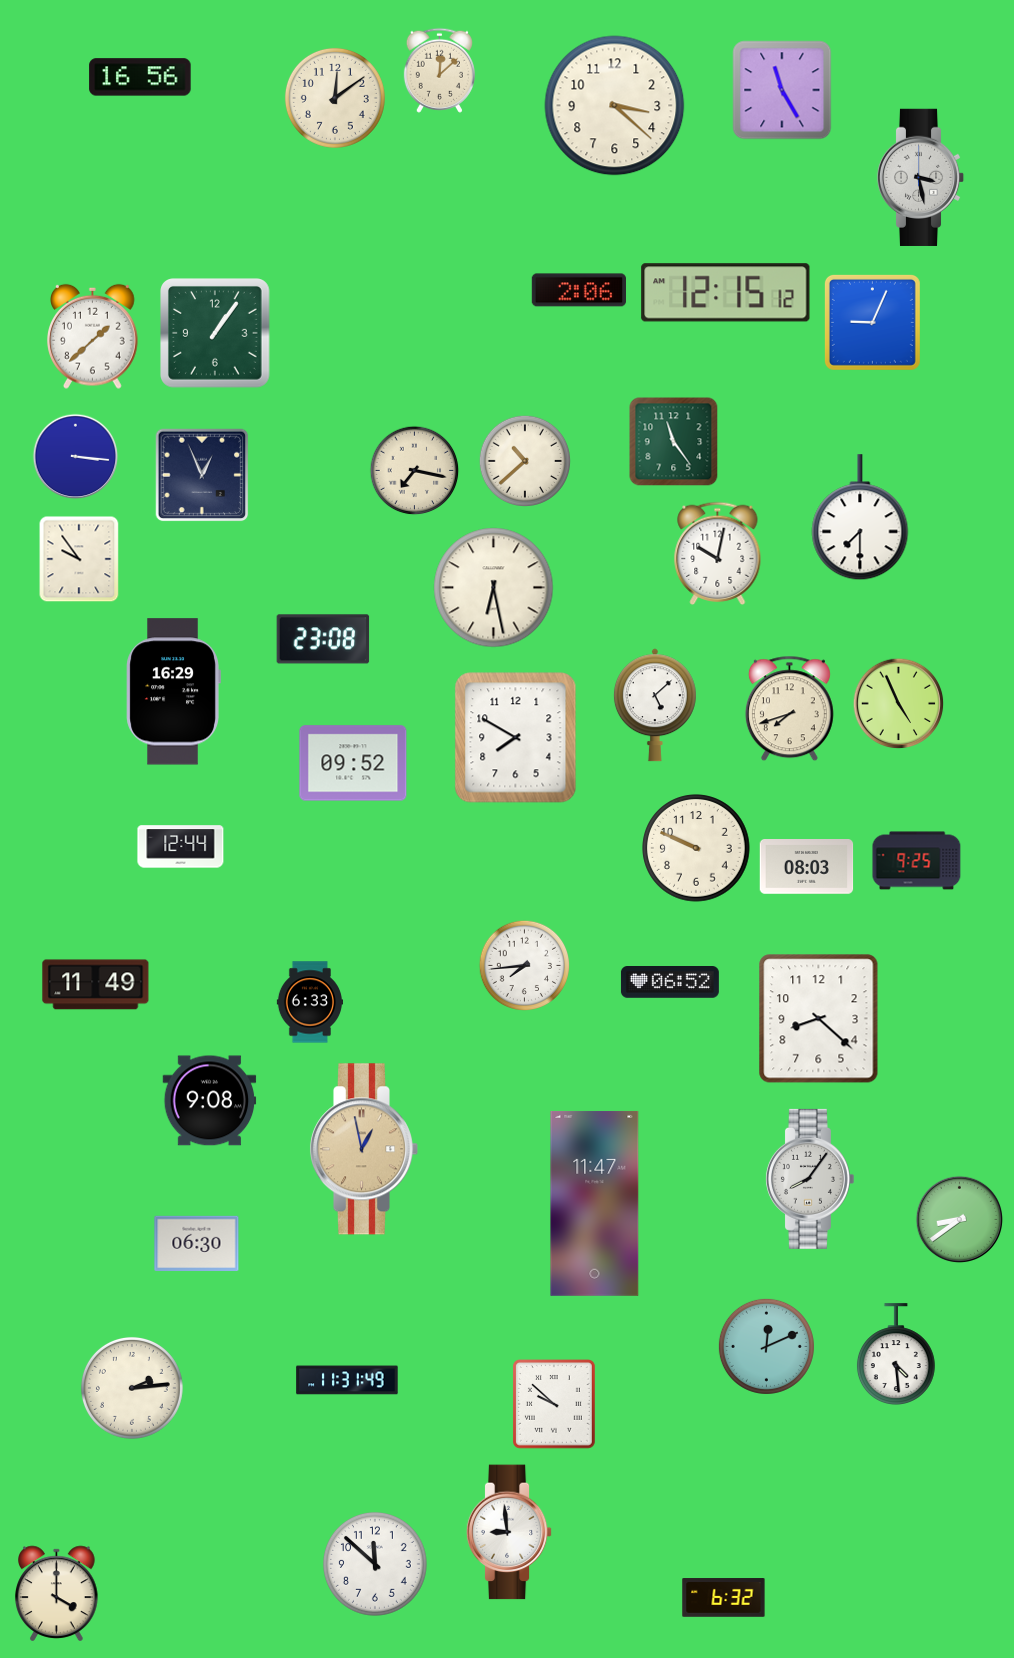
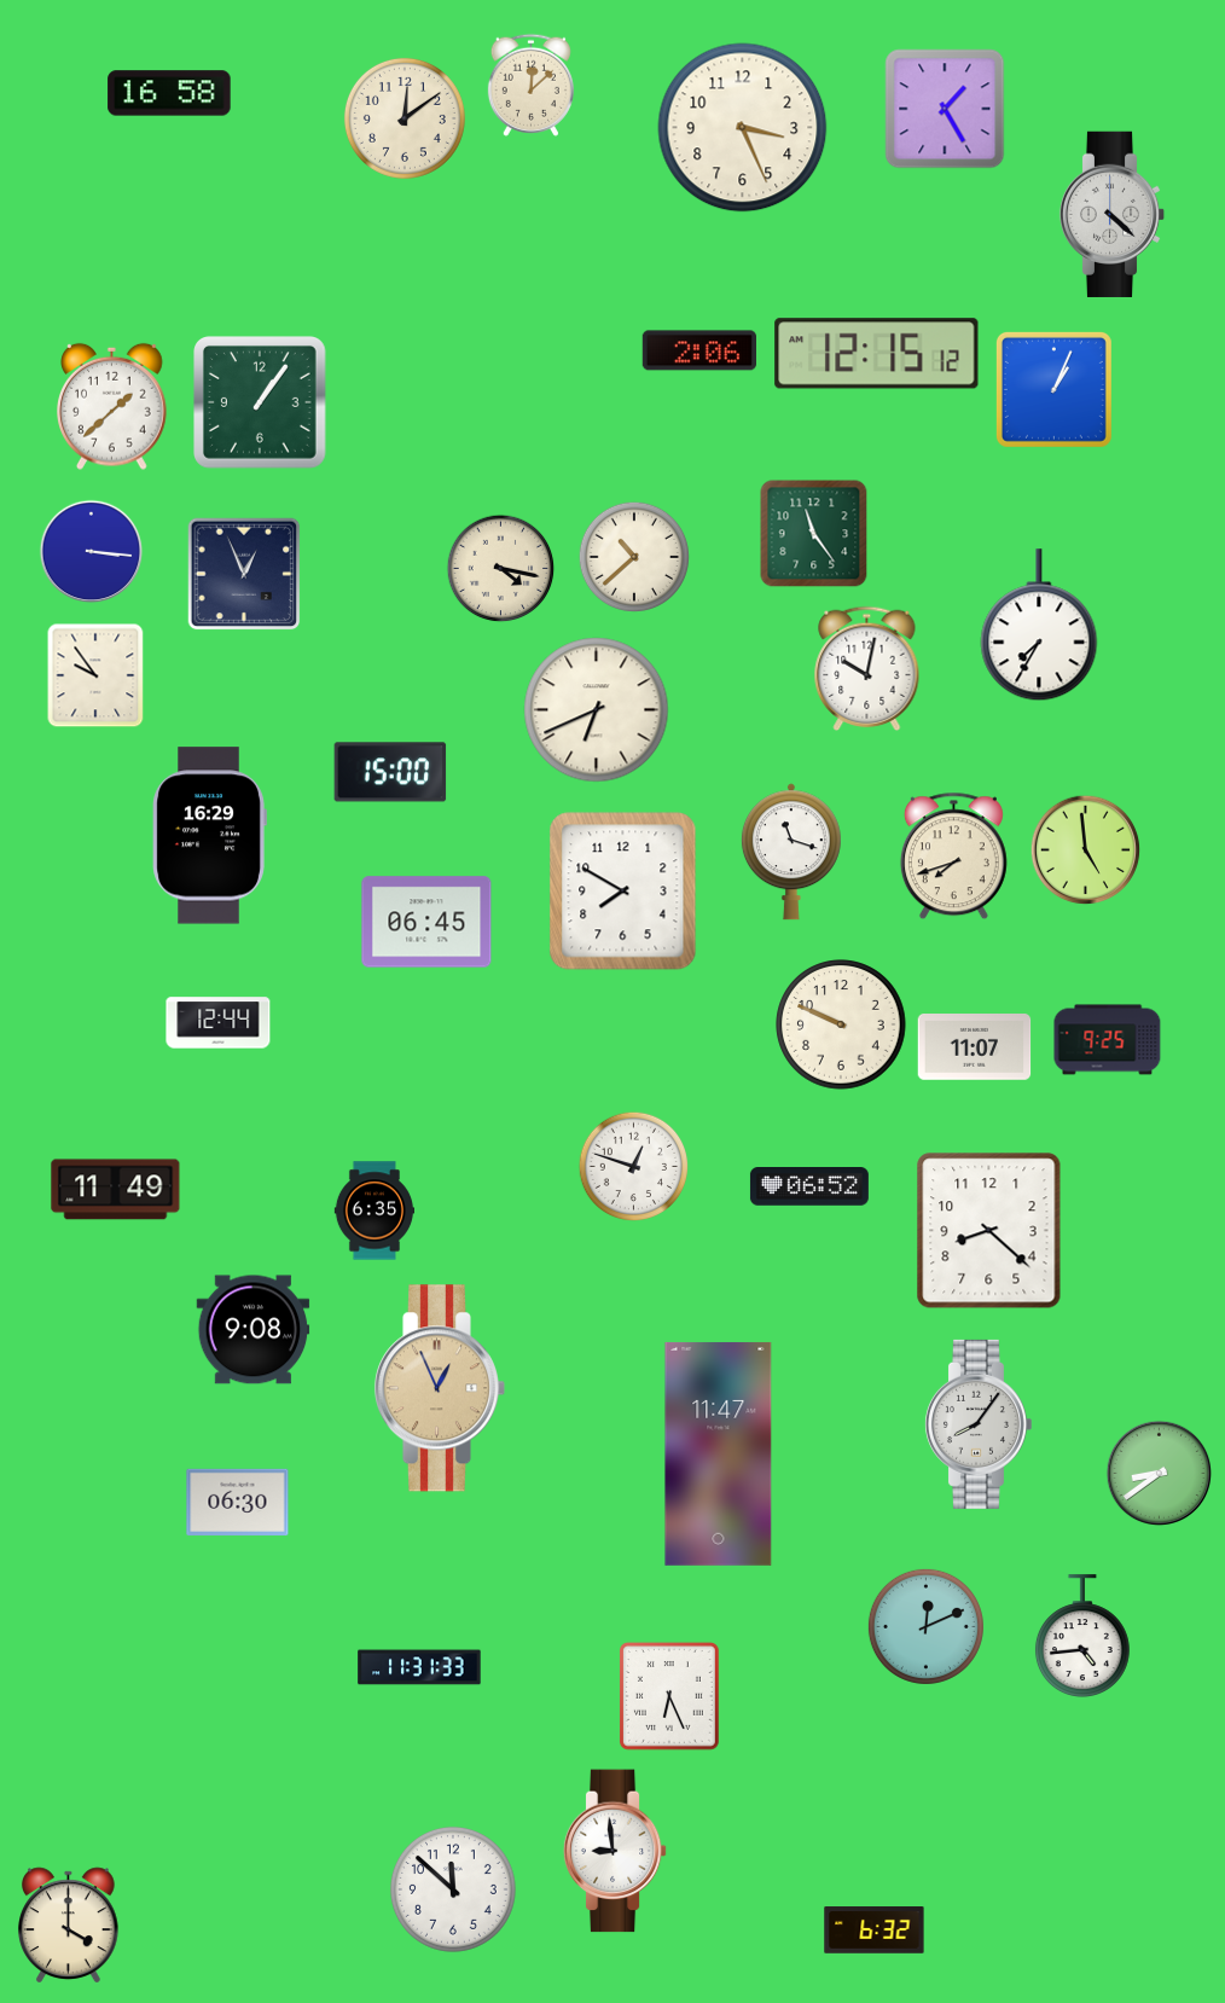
clock at (140, 77): 16:56 -> 16:58
clock at (782, 90): 11:25 -> 1:25
clock at (615, 106): 3:22 -> 3:26
clock at (921, 177): 3:28 -> 4:22
clock at (872, 322): 9:04 -> 1:04
clock at (415, 471): 7:17 -> 4:17
clock at (860, 518): 7:30 -> 7:35
clock at (494, 588): 6:28 -> 6:41
clock at (323, 639): 23:08 -> 15:00
clock at (899, 704): 4:56 -> 4:59
clock at (655, 705): 5:08 -> 11:18
clock at (353, 763): 09:52 -> 06:45
clock at (807, 867): 08:03 -> 11:07
clock at (525, 966): 7:44 -> 12:48
clock at (309, 1002): 6:33 -> 6:35
clock at (364, 1149): 12:58 -> 12:56
clock at (896, 1354): 4:29 -> 4:44
clock at (347, 1380): 11:31:49 -> 11:31:33
clock at (132, 1388): 2:14 -> none
clock at (555, 1405): 9:52 -> 6:26
